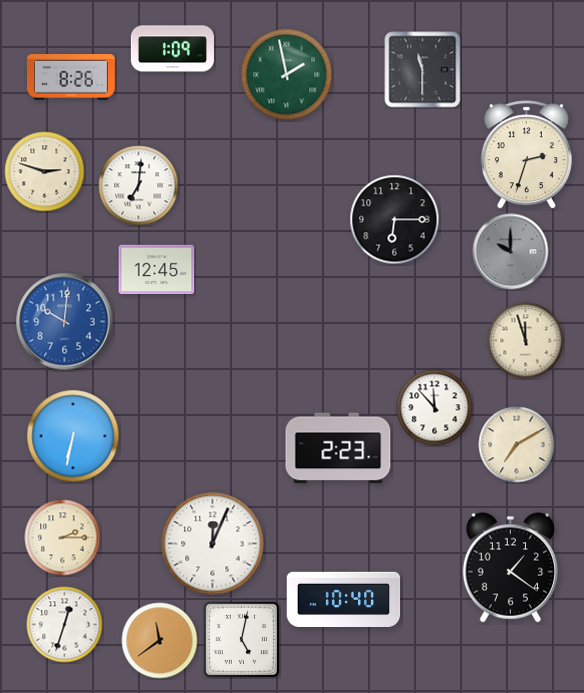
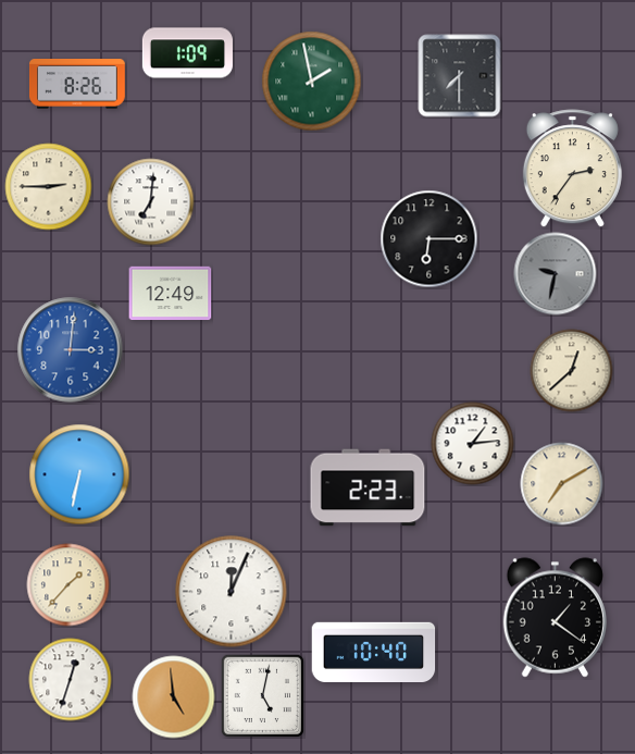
clock at (423, 70): 11:30 -> 7:30
clock at (526, 155): 2:33 -> 2:36
clock at (45, 172): 2:48 -> 2:45
clock at (511, 252): 10:00 -> 9:32
clock at (157, 270): 12:45 -> 12:49
clock at (65, 322): 10:01 -> 3:01
clock at (526, 341): 11:57 -> 12:38
clock at (435, 408): 11:53 -> 1:14
clock at (63, 538): 2:15 -> 1:37
clock at (160, 641): 11:39 -> 4:59
